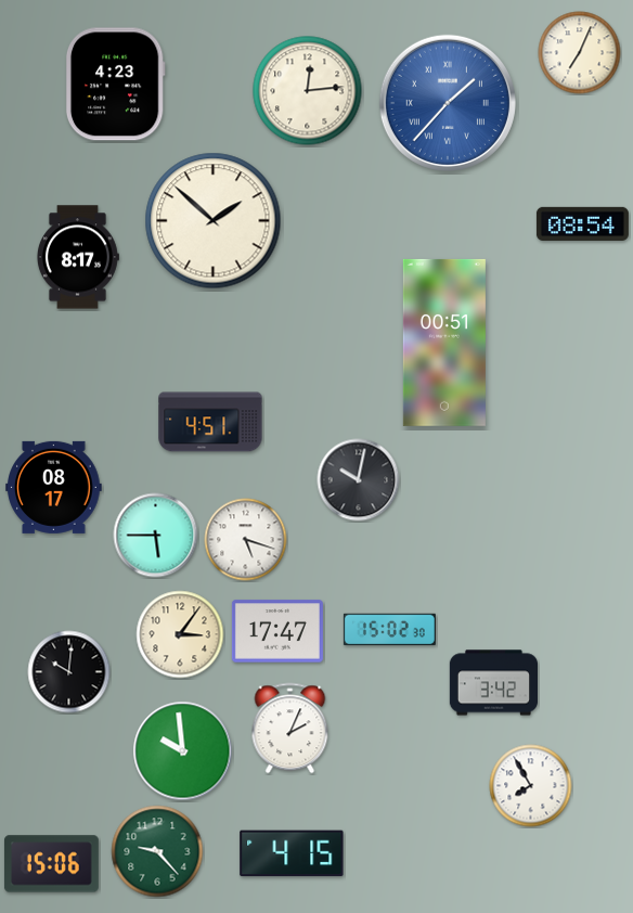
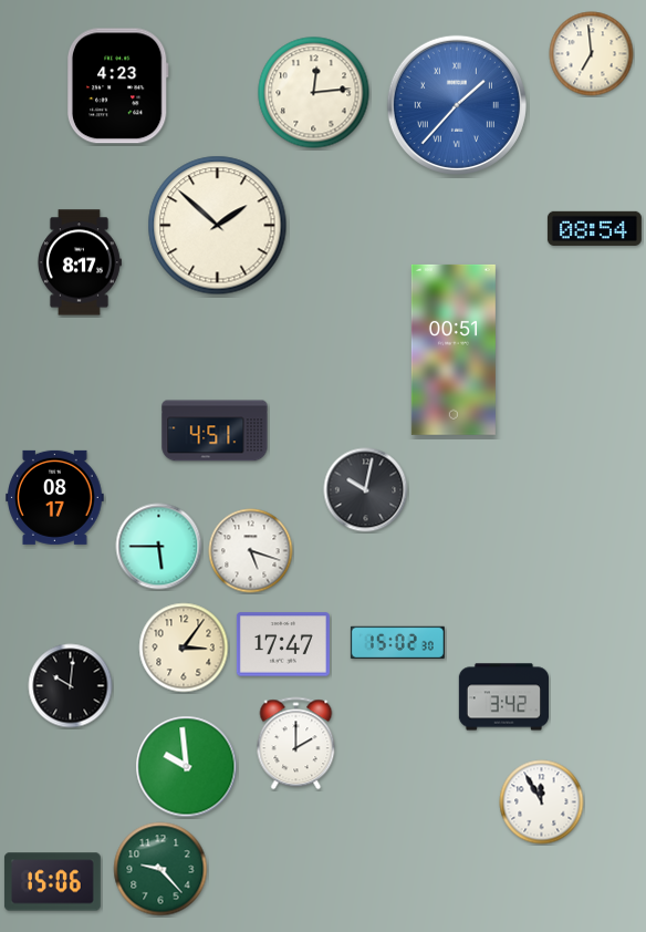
clock at (580, 53): 7:04 -> 6:59
clock at (290, 729): 2:04 -> 2:00
clock at (531, 786): 7:55 -> 11:55
clock at (292, 853): 4:15 -> none
